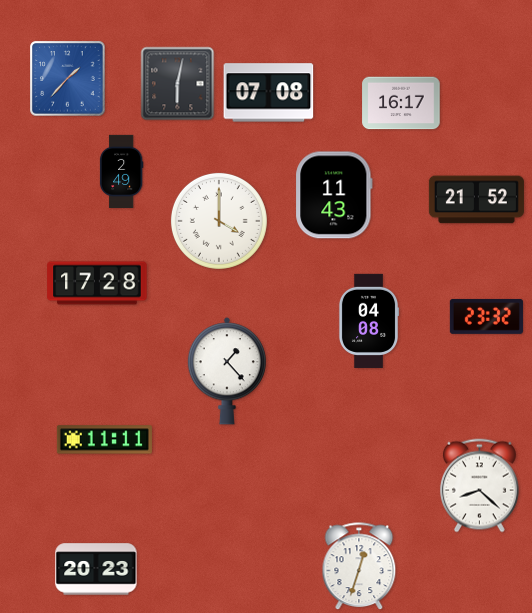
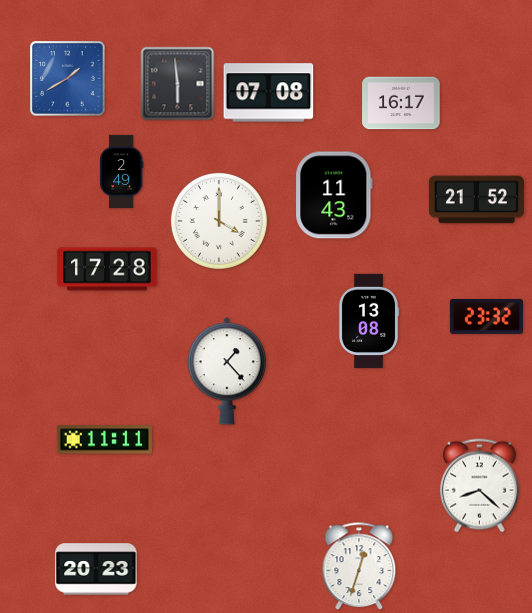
clock at (68, 79): 1:37 -> 1:40
clock at (178, 84): 6:02 -> 5:59
clock at (97, 283) position: (97, 283) -> (107, 269)
clock at (369, 321): 04:08 -> 13:08
